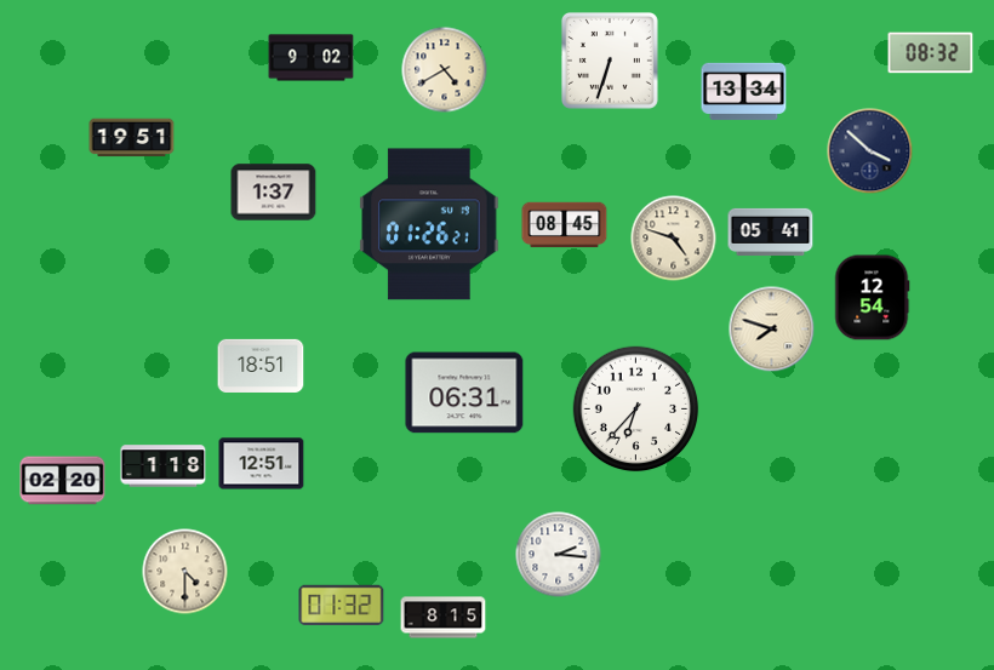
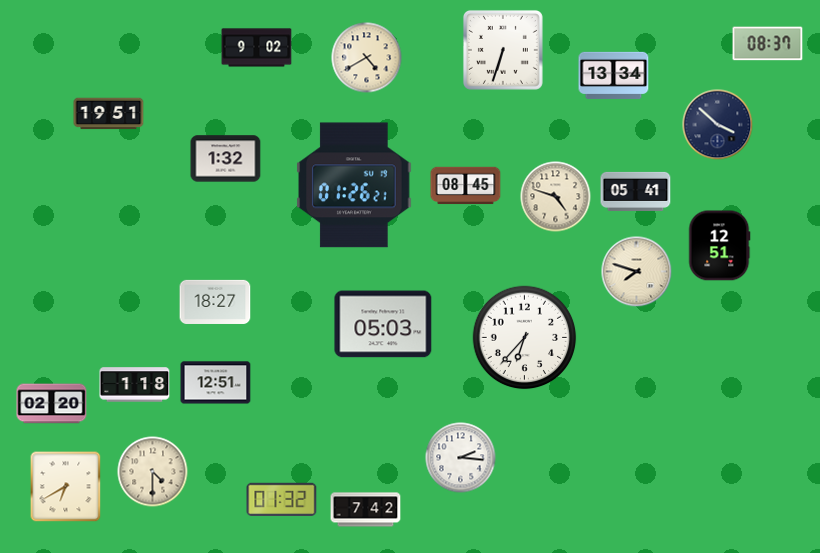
clock at (931, 53): 08:32 -> 08:37
clock at (274, 193): 1:37 -> 1:32
clock at (872, 298): 12:54 -> 12:51
clock at (261, 366): 18:51 -> 18:27
clock at (464, 393): 06:31 -> 05:03
clock at (63, 481) position: (63, 481) -> (52, 404)
clock at (66, 487): none -> 6:40
clock at (444, 618): 8:15 -> 7:42
